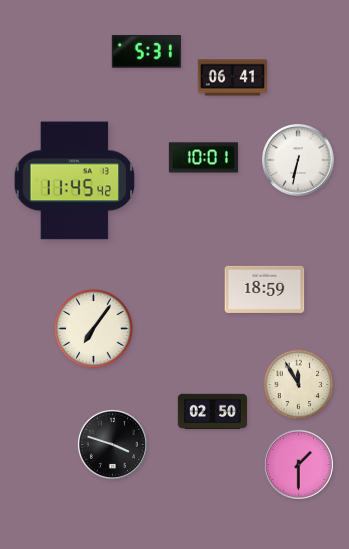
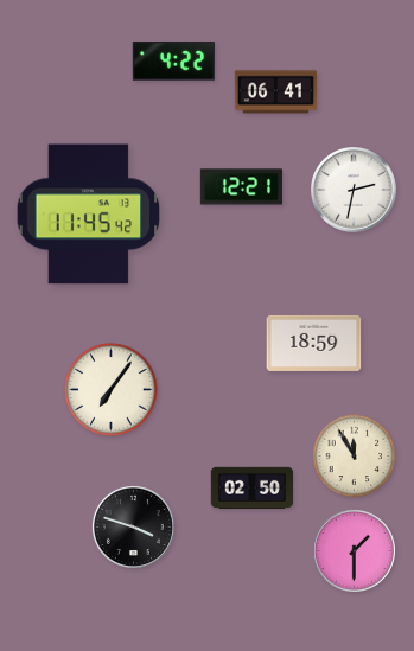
clock at (146, 52): 5:31 -> 4:22
clock at (203, 158): 10:01 -> 12:21
clock at (299, 161): 6:32 -> 2:32
